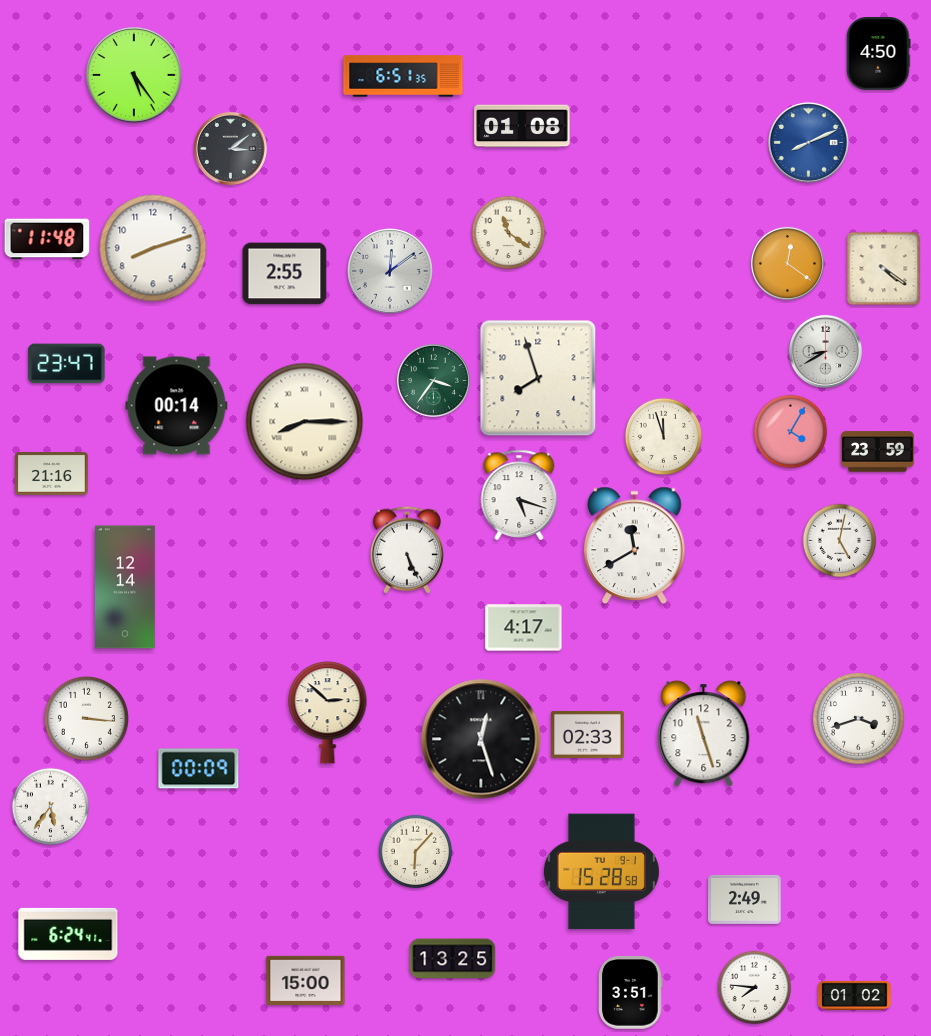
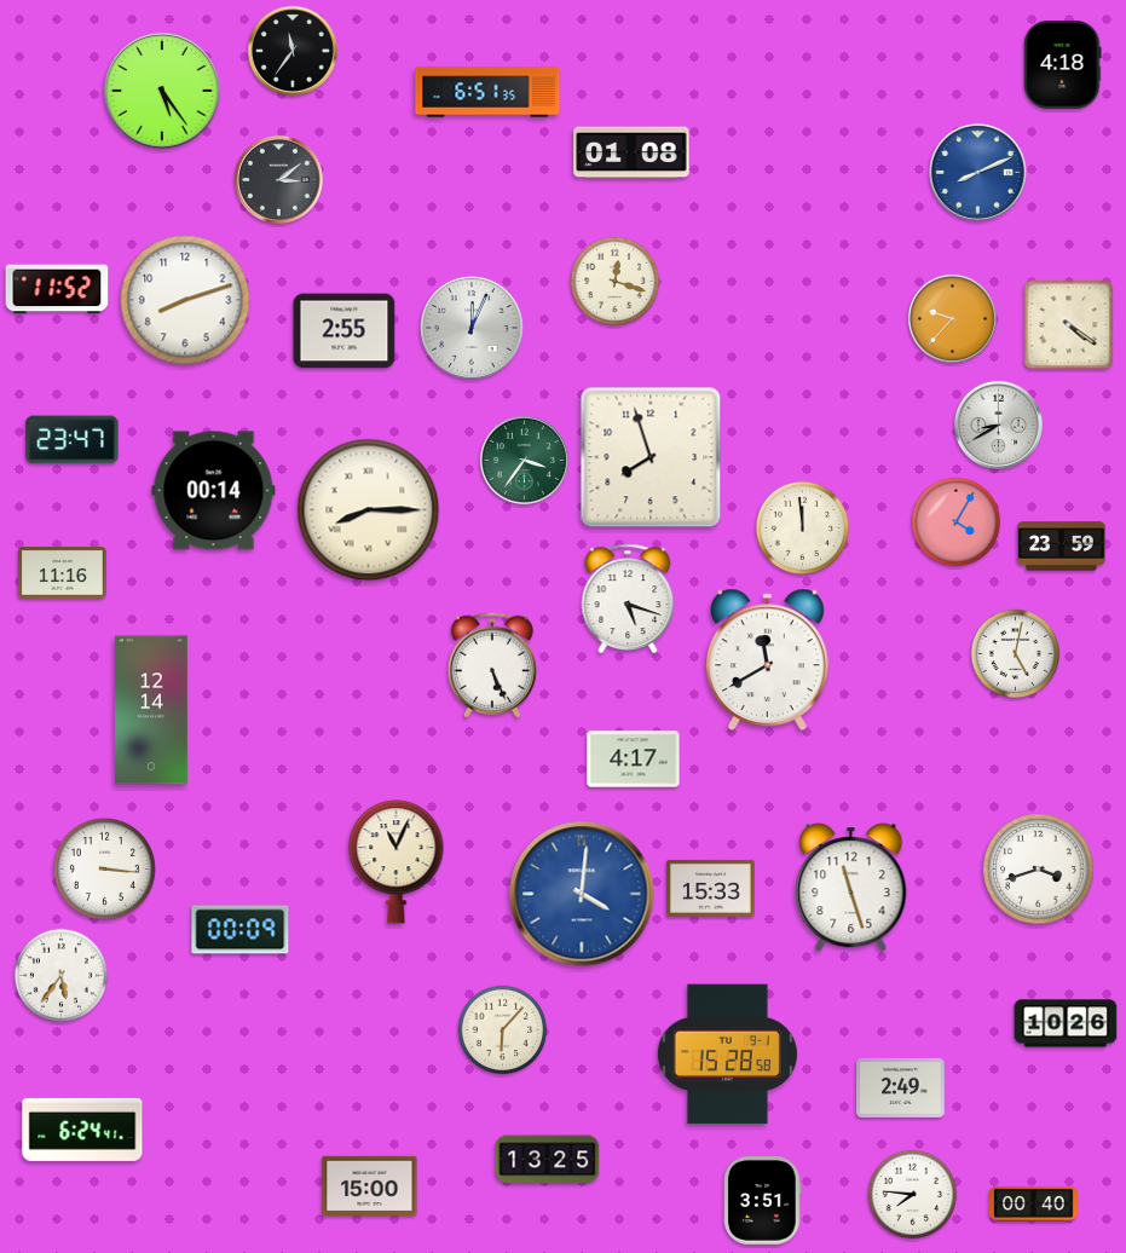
clock at (293, 51): none -> 11:36
clock at (879, 54): 4:50 -> 4:18
clock at (509, 233): 11:21 -> 12:18
clock at (47, 239): 11:48 -> 11:52
clock at (787, 263): 12:21 -> 9:37
clock at (391, 272): 12:09 -> 12:04
clock at (67, 364) position: (67, 364) -> (73, 440)
clock at (663, 436): 11:57 -> 11:59
clock at (52, 474): 21:16 -> 11:16
clock at (328, 713): 2:52 -> 11:04
clock at (588, 734): 02:33 -> 15:33
clock at (481, 739): 12:27 -> 4:01
clock at (481, 739) dial: black -> blue
clock at (1066, 1023): none -> 10:26
clock at (855, 995): 01:02 -> 00:40
